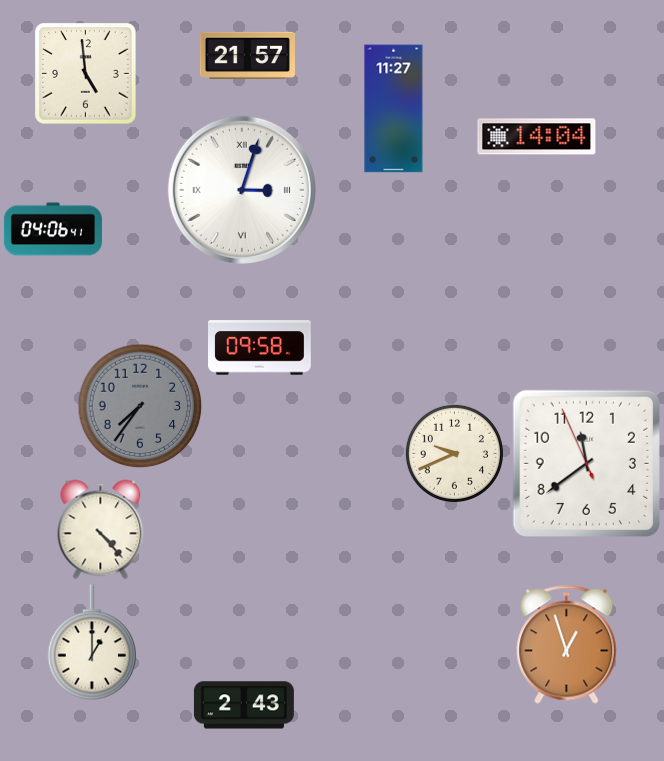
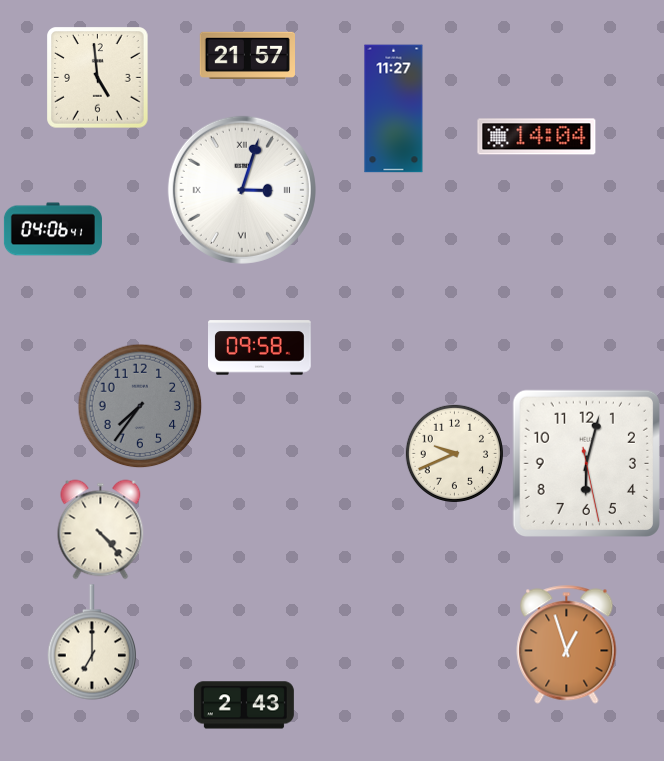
clock at (86, 74) position: (86, 74) -> (98, 78)
clock at (586, 463): 11:38 -> 6:02
clock at (91, 642): 1:00 -> 7:00
